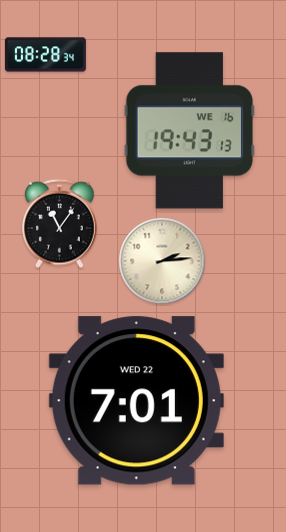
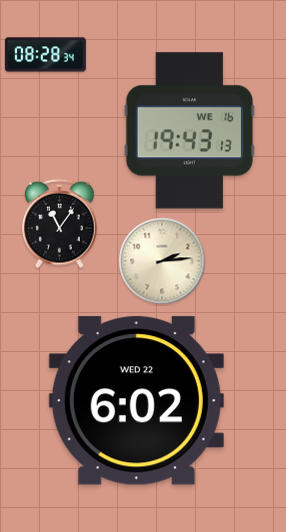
clock at (136, 401): 7:01 -> 6:02
